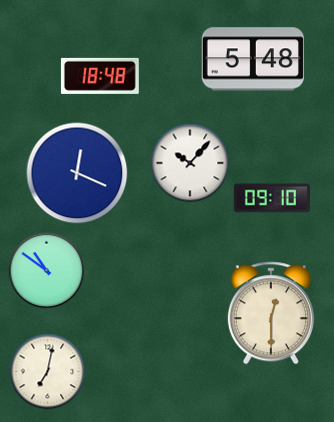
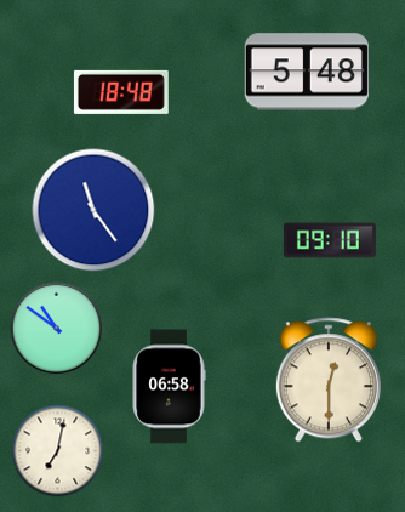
clock at (190, 163): 10:07 -> none
clock at (77, 173): 12:19 -> 11:24
clock at (169, 387): none -> 06:58
